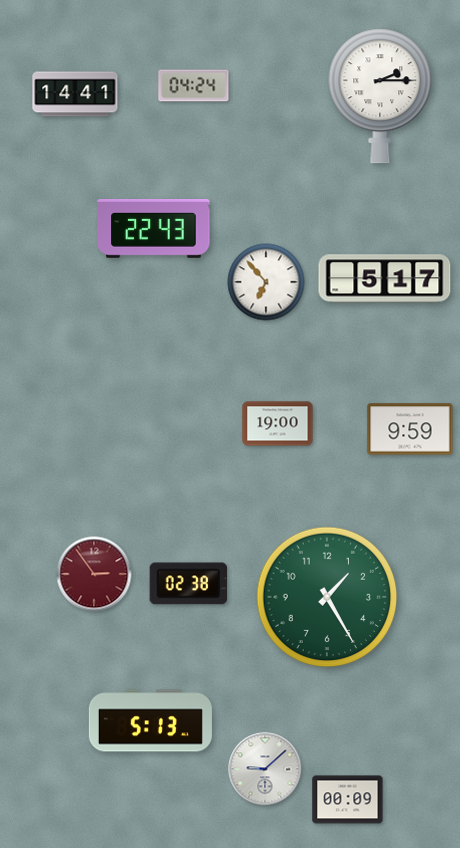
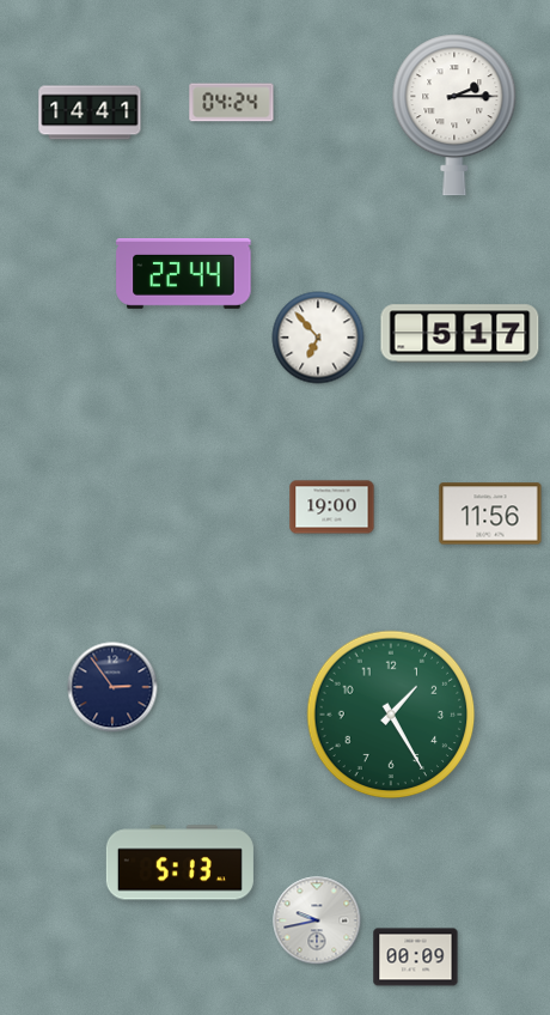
clock at (154, 229): 22:43 -> 22:44
clock at (410, 429): 9:59 -> 11:56
clock at (94, 574) dial: burgundy -> navy
clock at (189, 584): 02:38 -> none
clock at (265, 769): 9:08 -> 9:43
